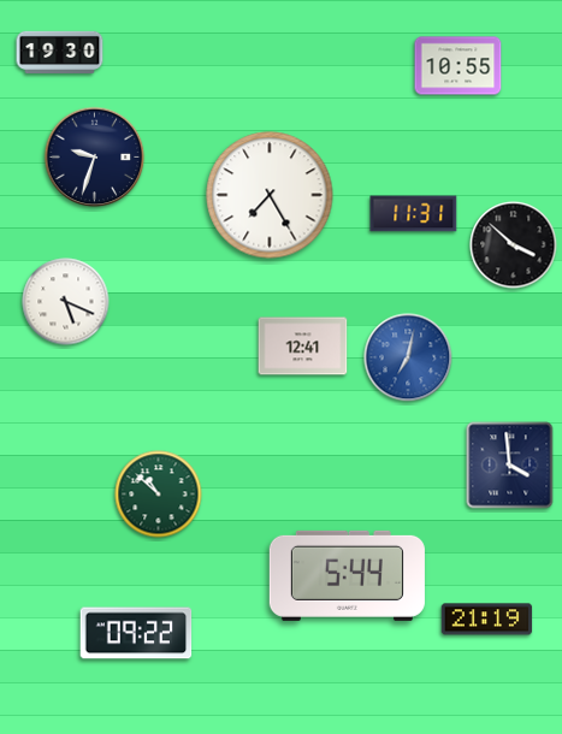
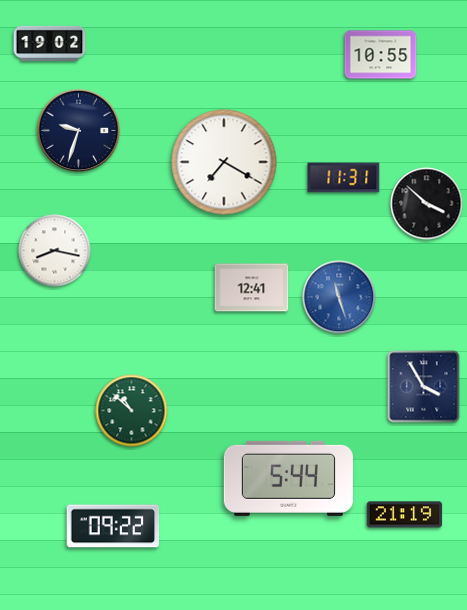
clock at (60, 52): 19:30 -> 19:02
clock at (270, 195): 7:25 -> 7:20
clock at (66, 302): 5:19 -> 8:17
clock at (408, 357): 7:02 -> 11:27
clock at (510, 466): 3:59 -> 3:55
